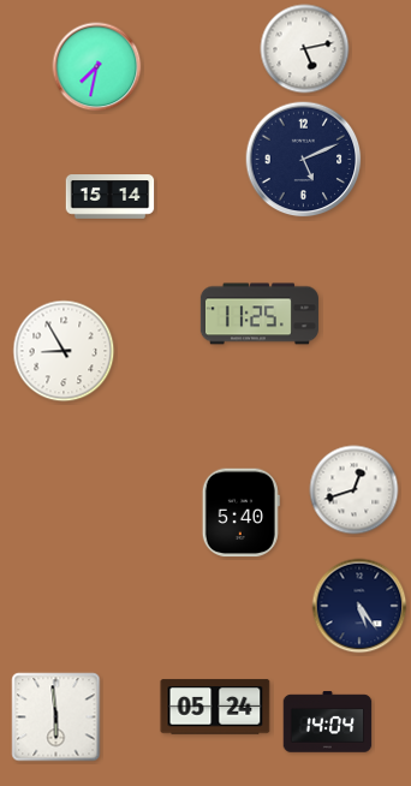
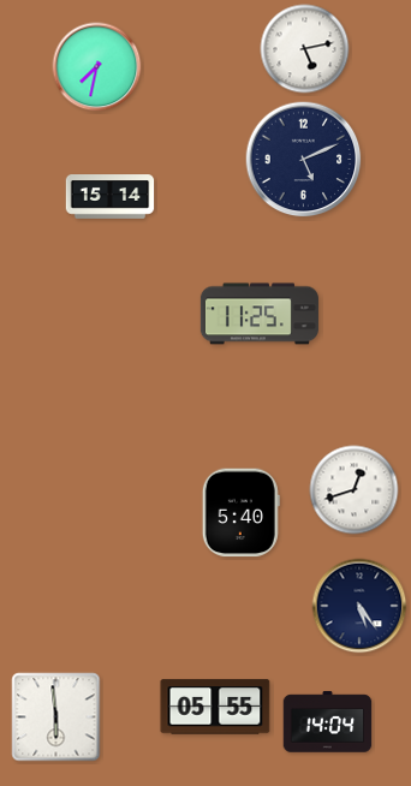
clock at (64, 351): 8:55 -> none
clock at (215, 707): 05:24 -> 05:55
